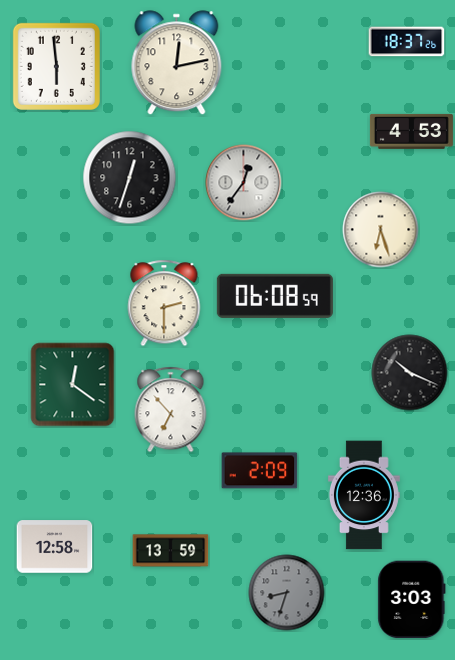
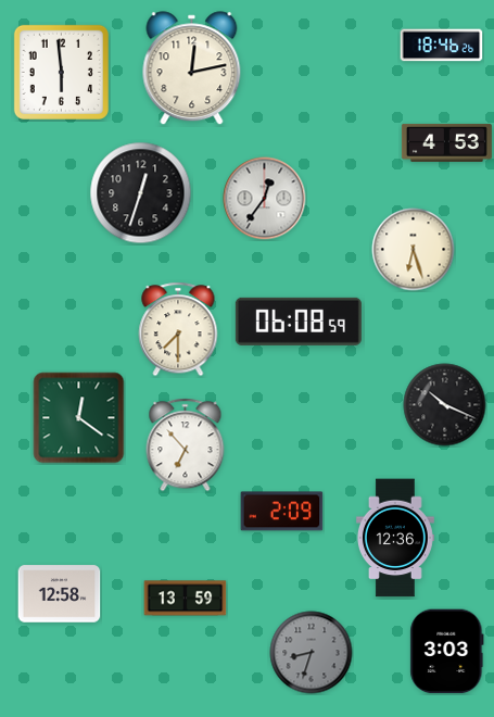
clock at (407, 42): 18:37 -> 18:46
clock at (164, 303): 2:30 -> 7:30
clock at (287, 593) position: (287, 593) -> (312, 653)
